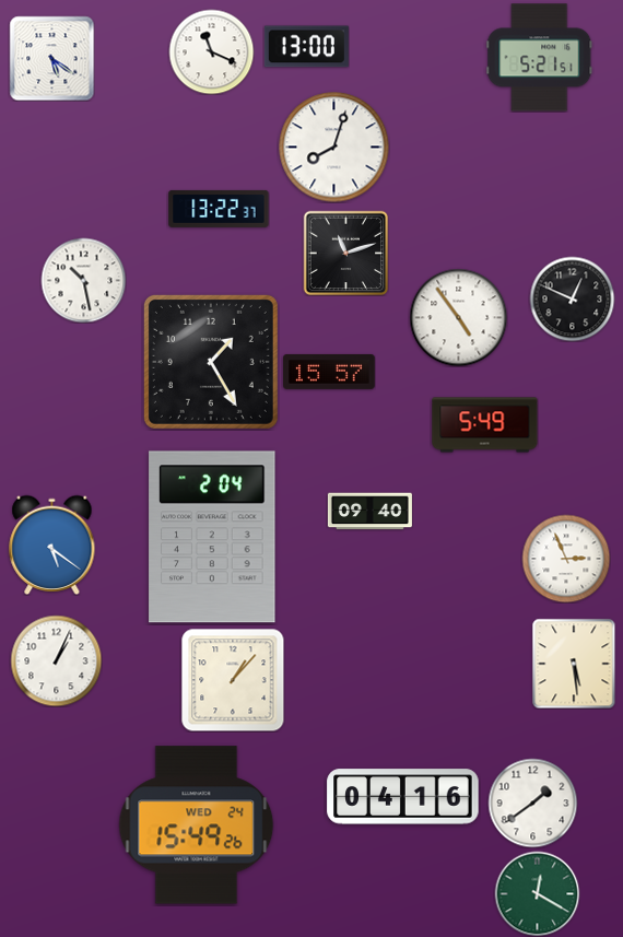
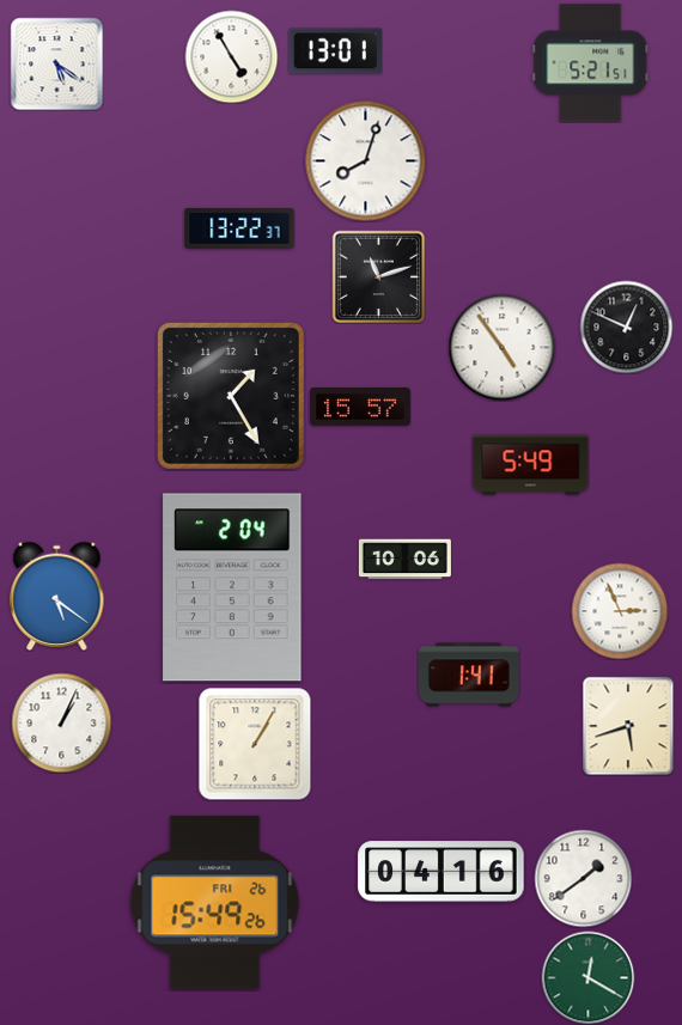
clock at (306, 47): 13:00 -> 13:01
clock at (211, 51): 11:19 -> 4:55
clock at (83, 280): 10:28 -> none
clock at (369, 512): 09:40 -> 10:06
clock at (469, 675): none -> 1:41
clock at (574, 664): 5:29 -> 5:42
clock at (233, 680): 1:07 -> 1:05
clock at (197, 825) date: WED 24 -> FRI 26
